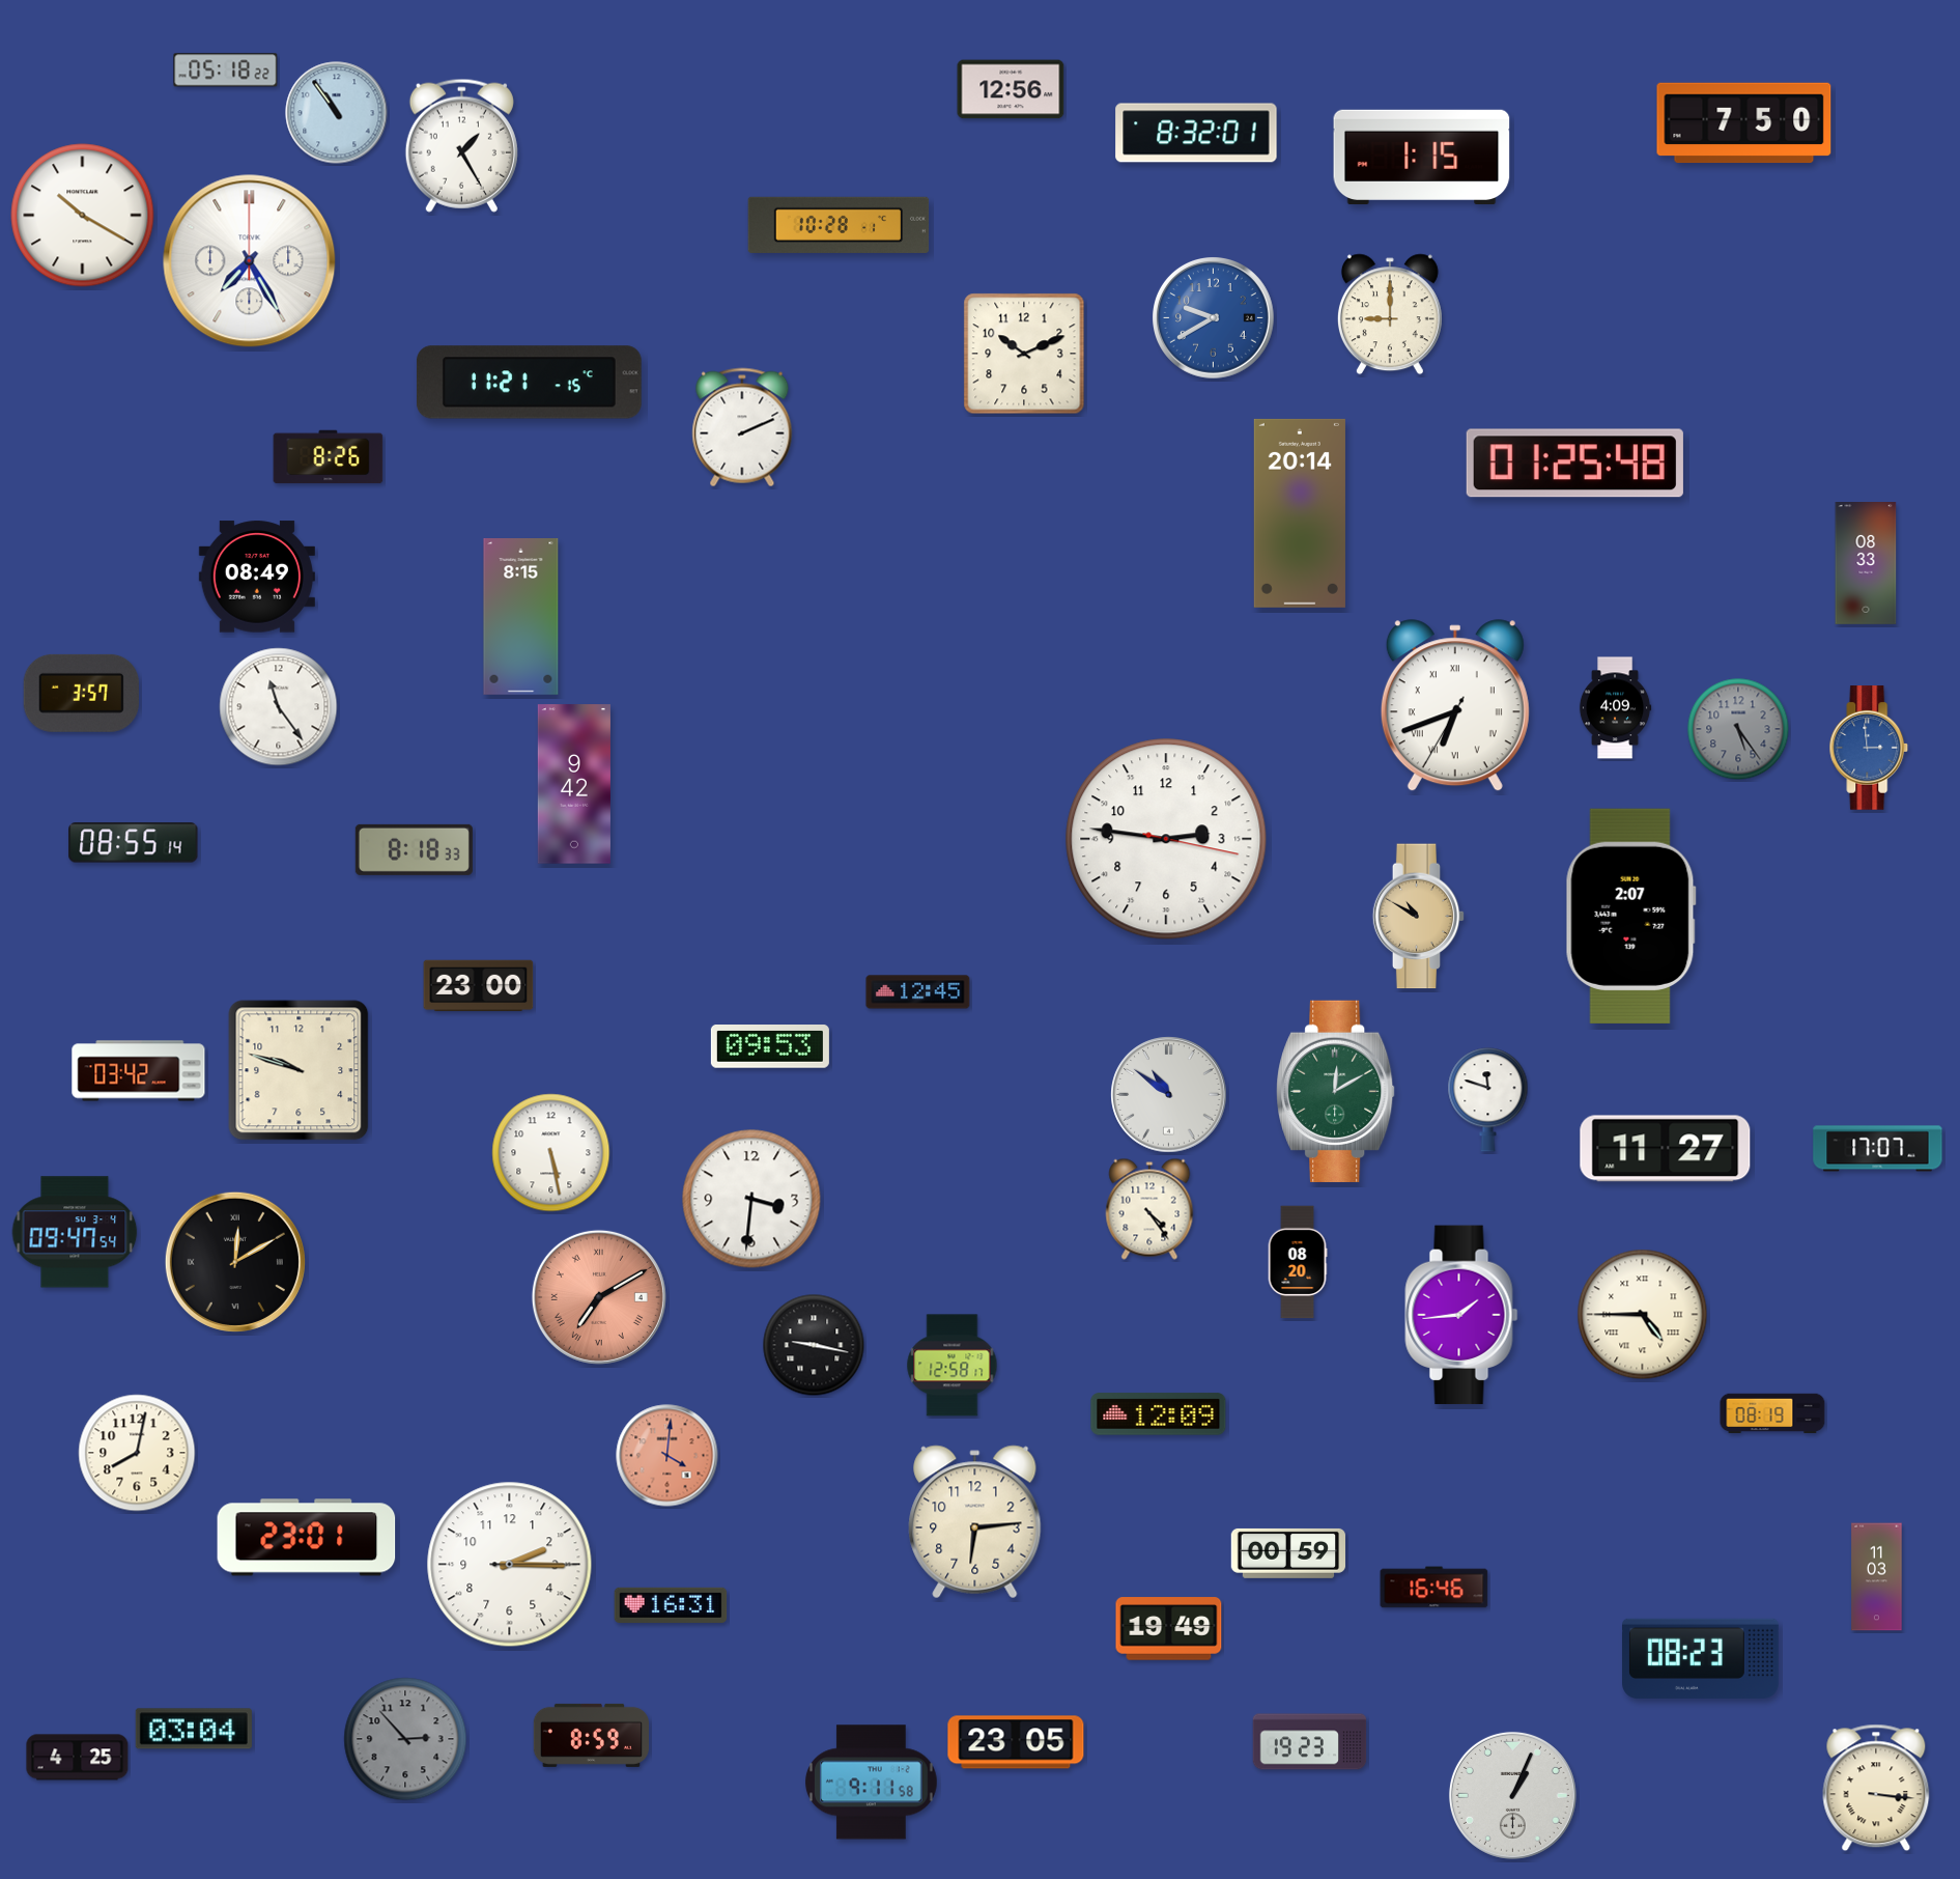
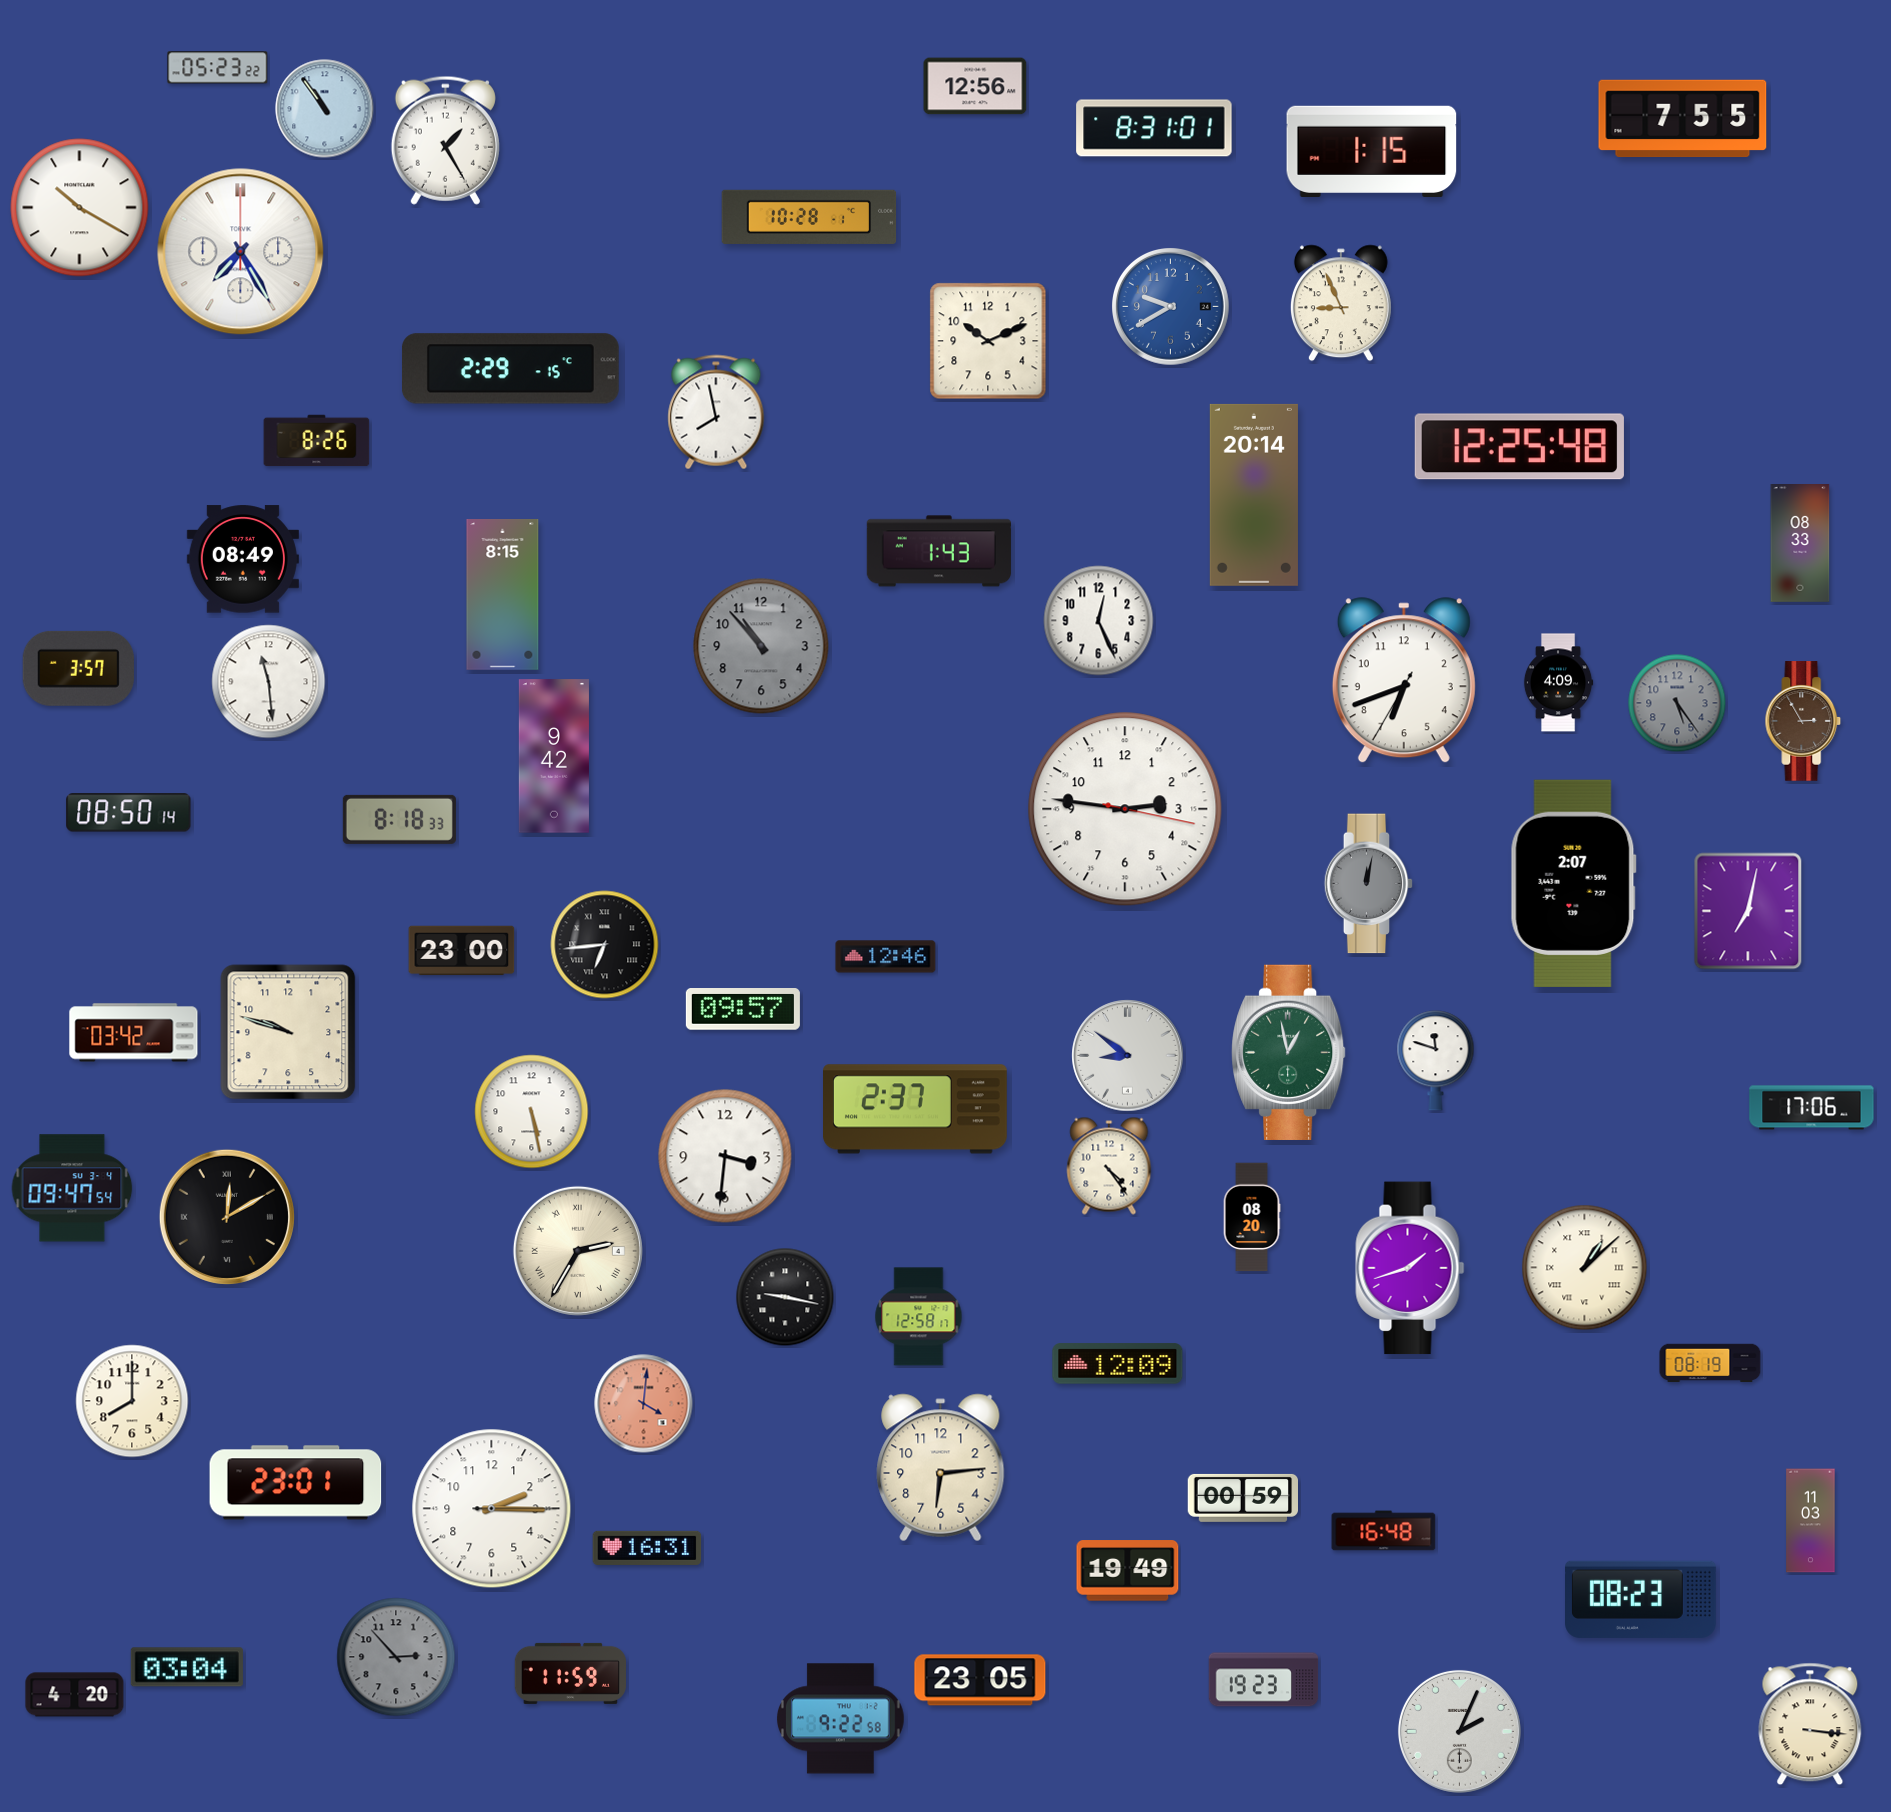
clock at (226, 71): 05:18 -> 05:23
clock at (1744, 123): 7:50 -> 7:55
clock at (1196, 133): 8:32 -> 8:31
clock at (1390, 314): 9:00 -> 8:56
clock at (529, 383): 11:21 -> 2:29
clock at (742, 427): 2:11 -> 7:58
clock at (1574, 464): 01:25 -> 12:25
clock at (939, 551): none -> 1:43
clock at (257, 577) position: (257, 577) -> (243, 559)
clock at (1099, 621): none -> 12:26
clock at (761, 646): none -> 10:53
clock at (1455, 706) numerals: Roman -> Arabic
clock at (279, 707): 11:24 -> 11:29
clock at (1869, 748): 2:59 -> 2:55
clock at (1869, 748) dial: blue -> brown
clock at (134, 843): 08:55 -> 08:50
clock at (1419, 917): 10:50 -> 12:02
clock at (1419, 917) dial: champagne -> grey
clock at (1748, 911): none -> 7:02
clock at (605, 945): none -> 6:44
clock at (918, 992): 12:45 -> 12:46
clock at (770, 1047): 09:53 -> 09:57
clock at (1336, 1091): 12:10 -> 12:58
clock at (1169, 1095): 10:51 -> 8:51
clock at (1666, 1149): 11:27 -> none
clock at (1878, 1149): 17:07 -> 17:06
clock at (916, 1109): none -> 2:37
clock at (599, 1297): 7:10 -> 2:35
clock at (599, 1297) dial: salmon -> cream
clock at (1461, 1315): 1:44 -> 1:42
clock at (1643, 1315): 4:45 -> 1:08
clock at (137, 1453): 8:02 -> 8:00
clock at (1435, 1588): 16:46 -> 16:48
clock at (591, 1735): 8:59 -> 11:59
clock at (405, 1739) position: (405, 1739) -> (396, 1657)
clock at (78, 1758): 4:25 -> 4:20
clock at (872, 1783): 9:11 -> 9:22
clock at (1512, 1795): 1:04 -> 2:04
